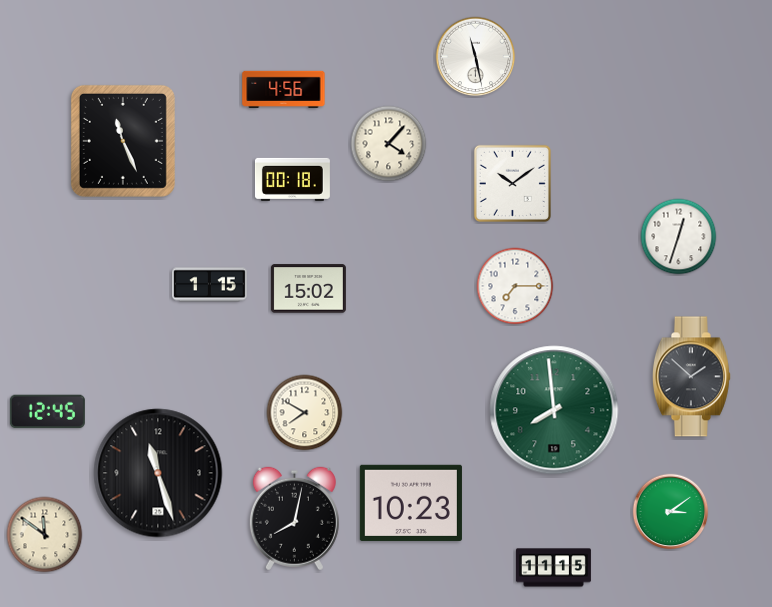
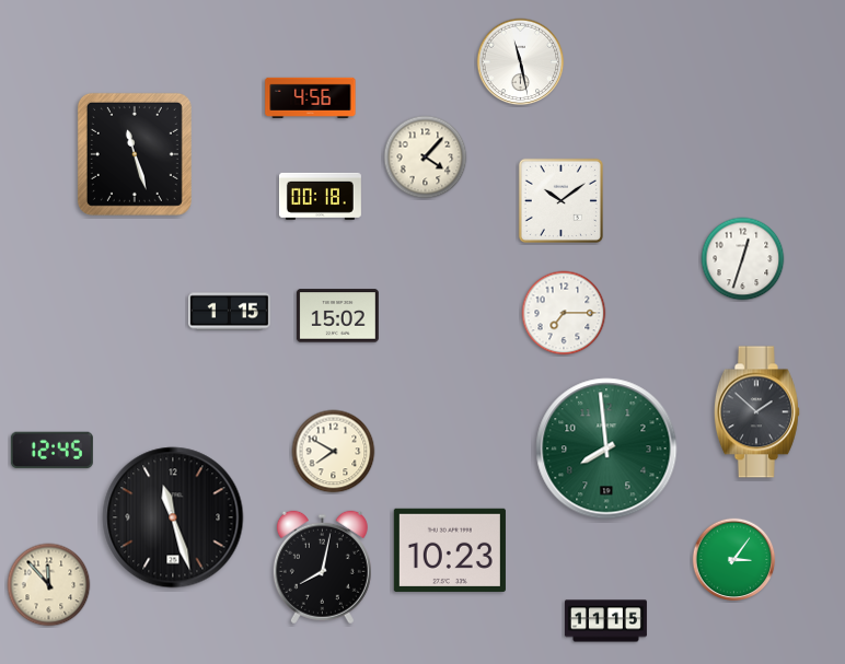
clock at (123, 141): 11:26 -> 11:27
clock at (671, 512): 3:09 -> 3:06
clock at (45, 535): 11:51 -> 11:53
